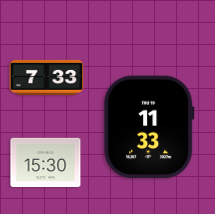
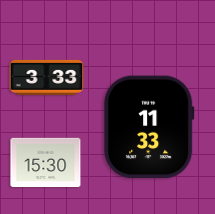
clock at (47, 77): 7:33 -> 3:33
